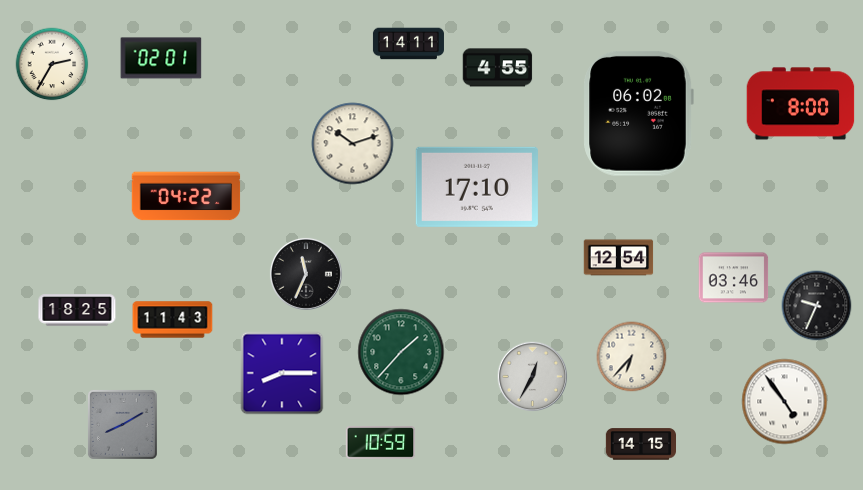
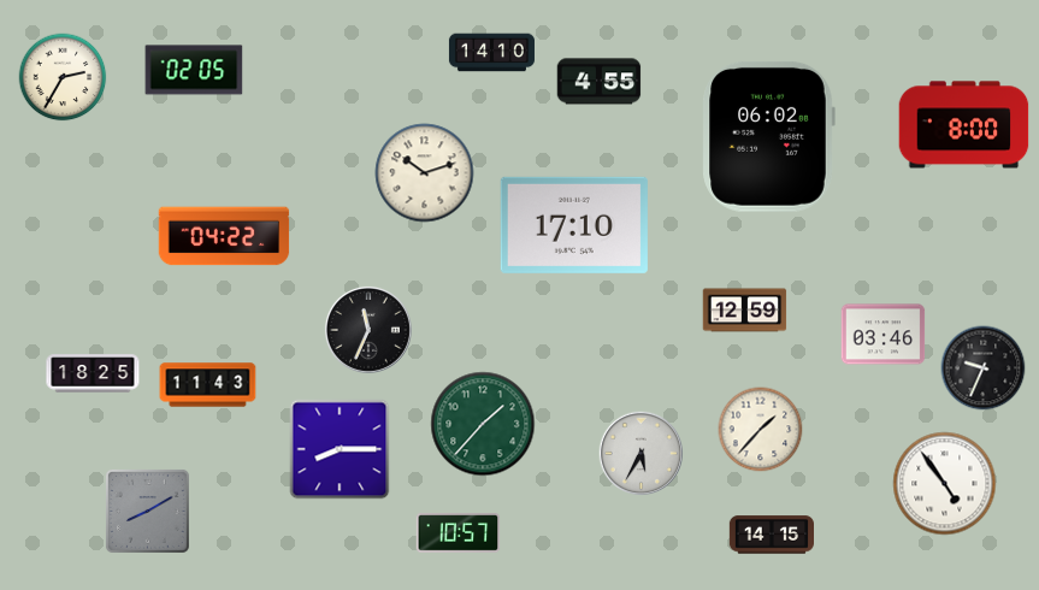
clock at (408, 44): 14:11 -> 14:10
clock at (161, 58): 02:01 -> 02:05
clock at (619, 258): 12:54 -> 12:59
clock at (632, 357): 6:37 -> 1:37
clock at (532, 376): 12:35 -> 5:35
clock at (381, 443): 10:59 -> 10:57
